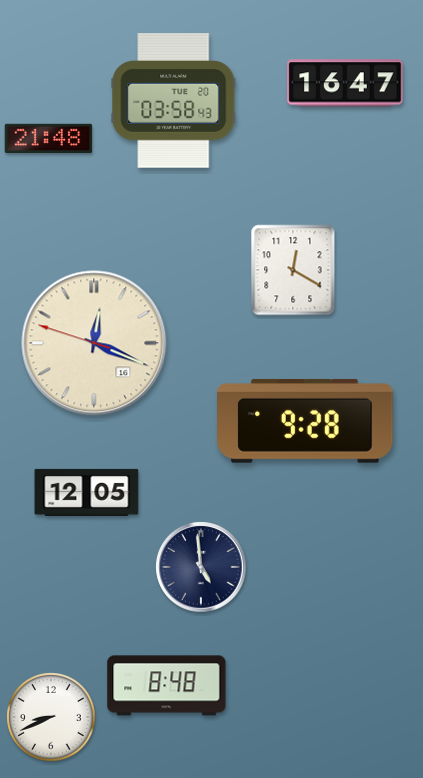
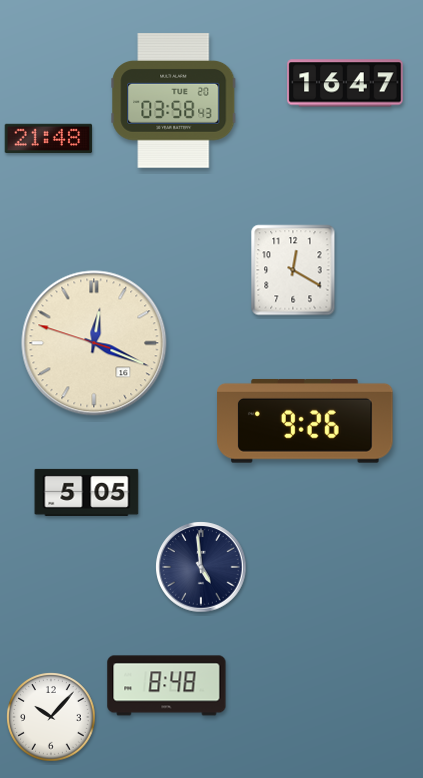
clock at (305, 421): 9:28 -> 9:26
clock at (87, 492): 12:05 -> 5:05
clock at (51, 717): 8:41 -> 10:07
